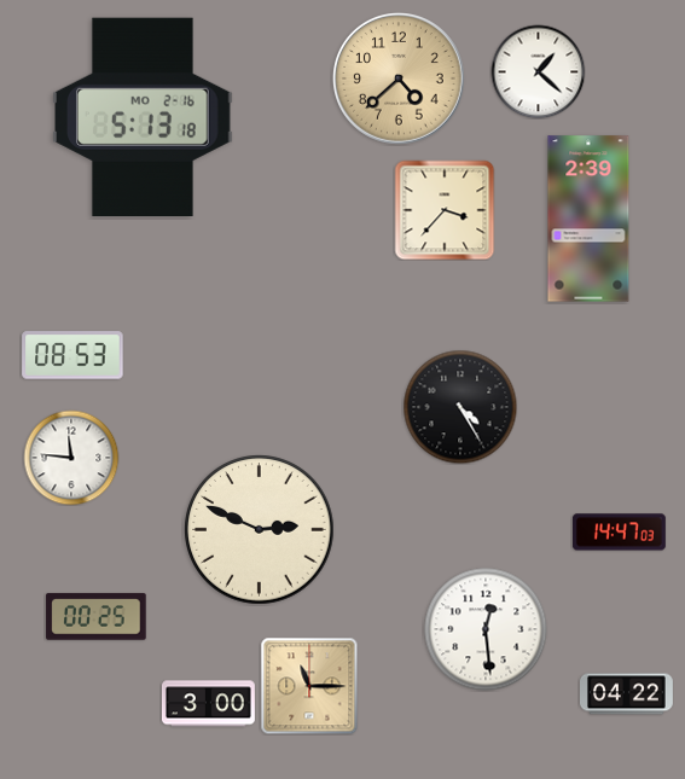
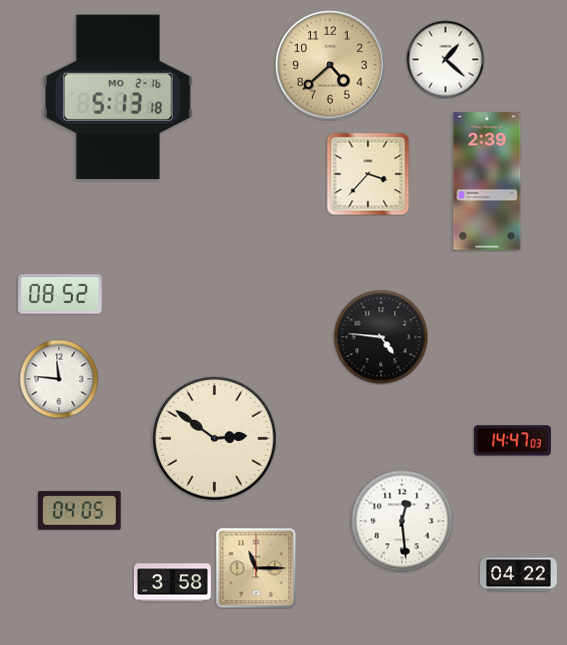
clock at (72, 355): 08:53 -> 08:52
clock at (460, 407): 4:25 -> 4:46
clock at (260, 530): 2:49 -> 2:51
clock at (97, 617): 00:25 -> 04:05
clock at (209, 704): 3:00 -> 3:58
